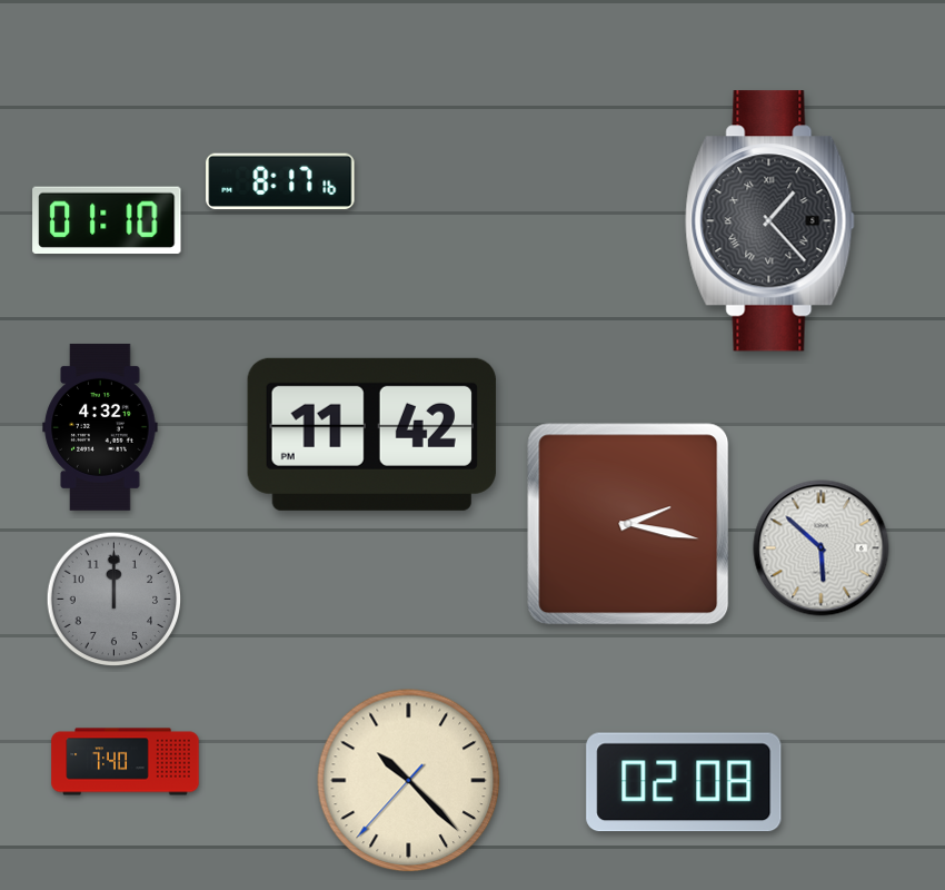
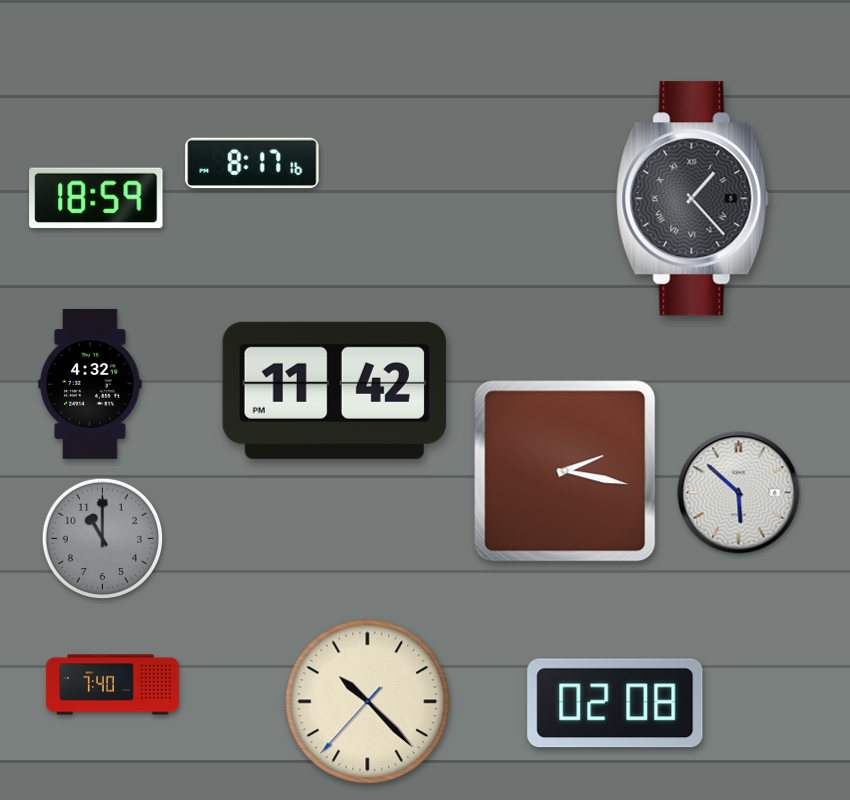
clock at (107, 220): 01:10 -> 18:59
clock at (115, 600): 12:00 -> 11:00
